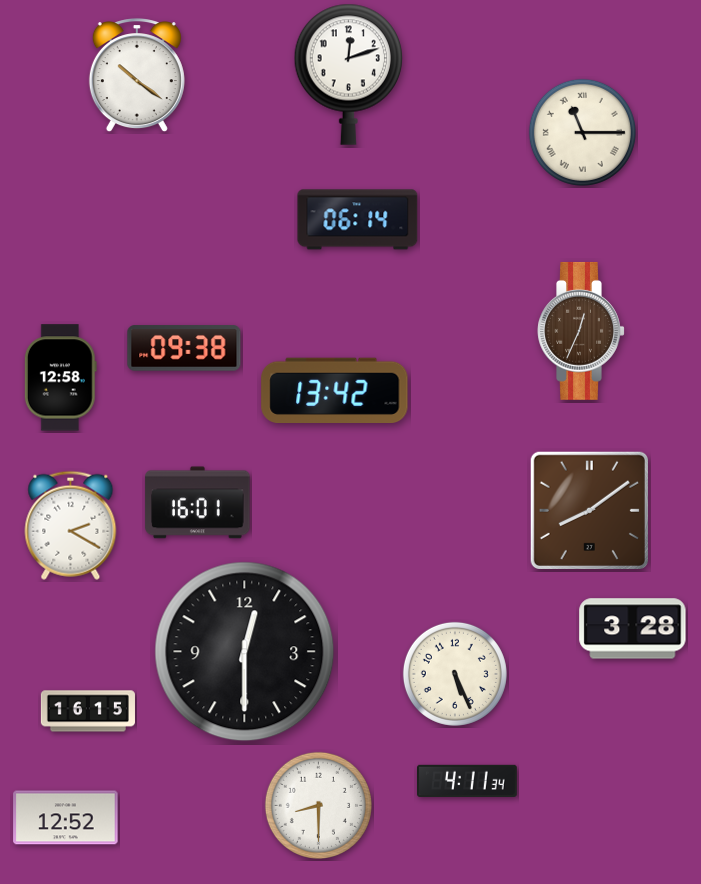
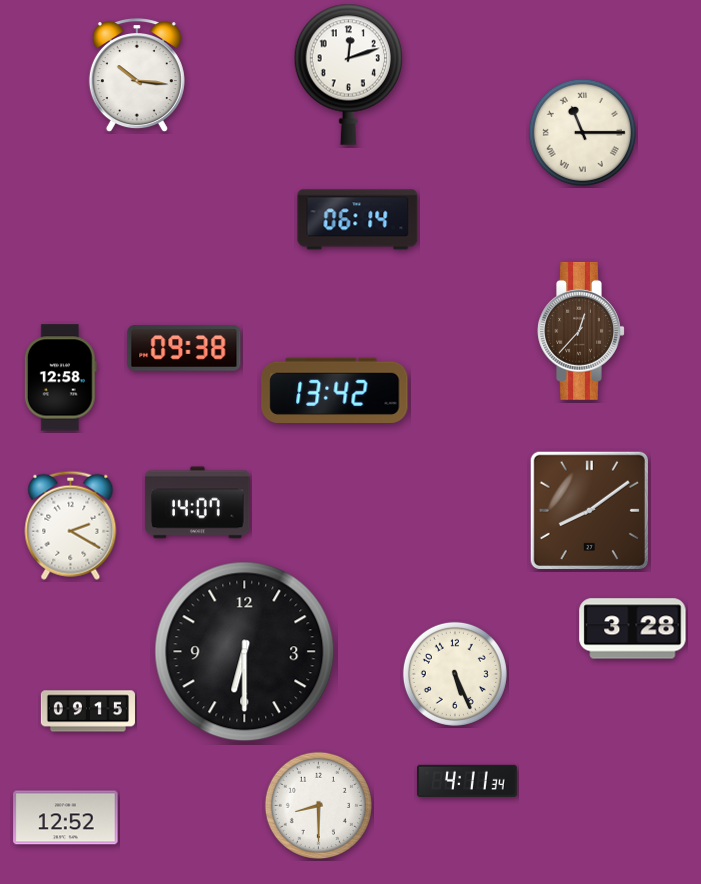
clock at (137, 76): 10:21 -> 10:16
clock at (581, 331): 12:34 -> 12:37
clock at (198, 503): 16:01 -> 14:07
clock at (245, 652): 12:30 -> 6:30
clock at (88, 711): 16:15 -> 09:15
